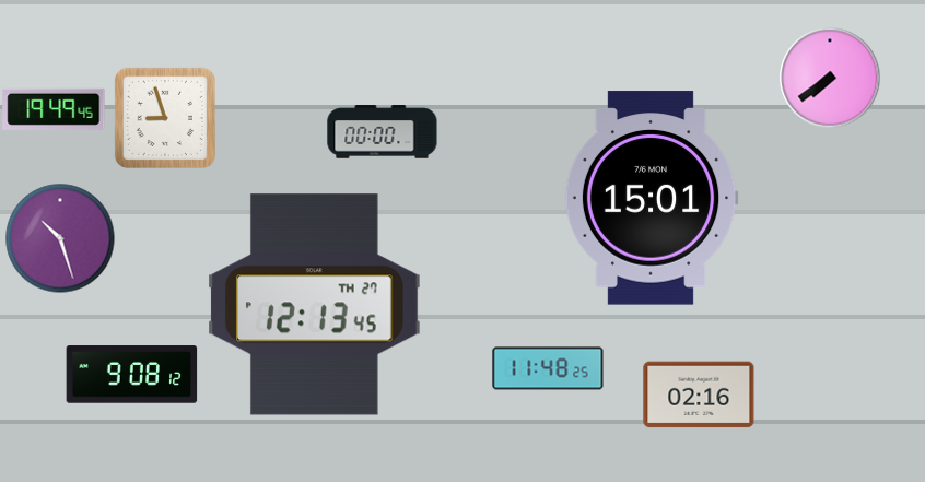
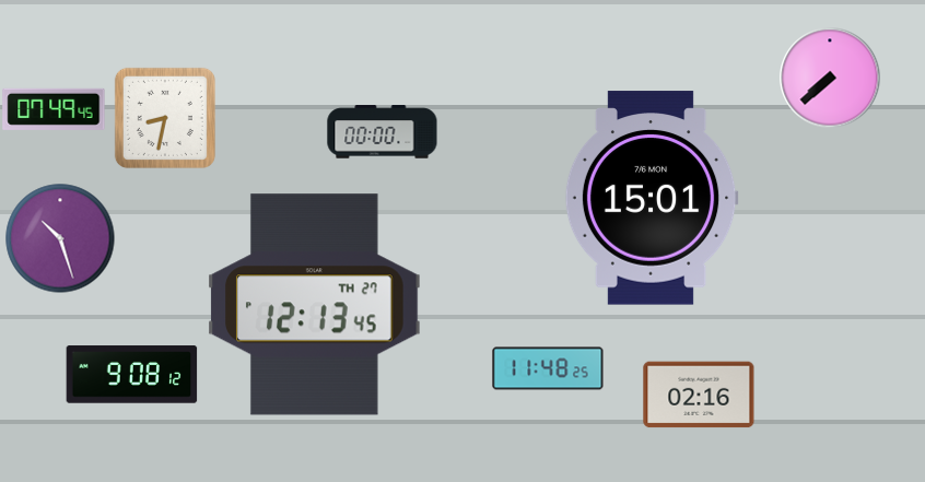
clock at (830, 78): 7:39 -> 7:38
clock at (54, 109): 19:49 -> 07:49
clock at (165, 118): 8:57 -> 8:32
